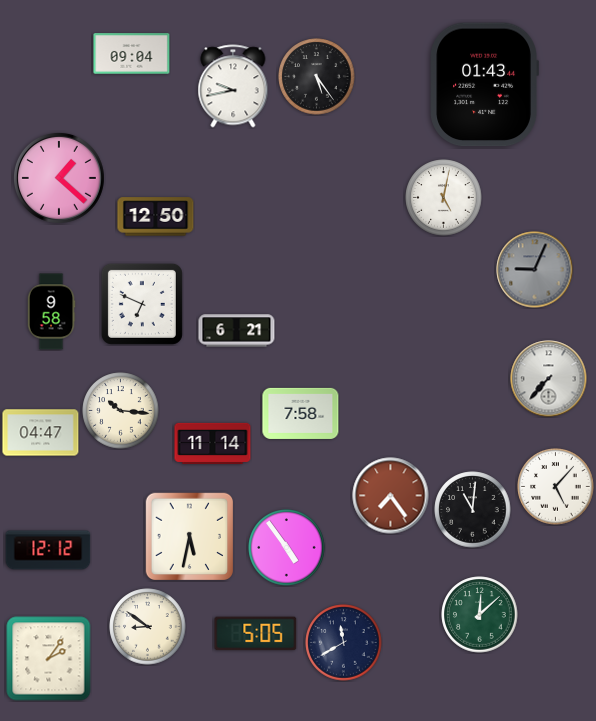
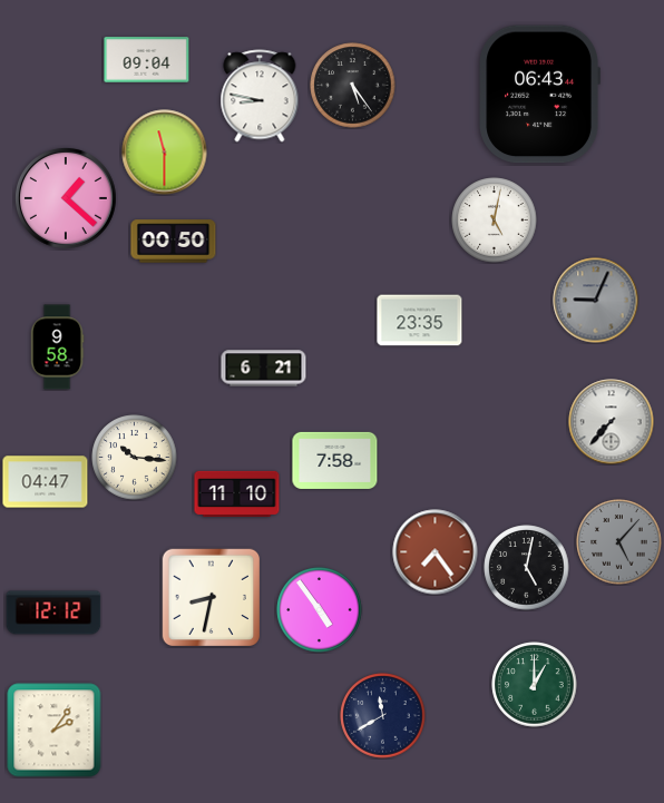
clock at (484, 85): 01:43 -> 06:43
clock at (233, 86): 9:43 -> 8:47
clock at (165, 153): none -> 11:30
clock at (156, 217): 12:50 -> 00:50
clock at (420, 321): none -> 23:35
clock at (142, 304): 6:49 -> none
clock at (213, 443): 11:14 -> 11:10
clock at (556, 487) dial: white -> grey
clock at (473, 510): 11:01 -> 5:02
clock at (189, 536): 5:32 -> 8:32
clock at (480, 615): 12:08 -> 1:00
clock at (148, 627): 8:51 -> none
clock at (256, 634): 5:05 -> none
clock at (49, 659) position: (49, 659) -> (55, 731)
